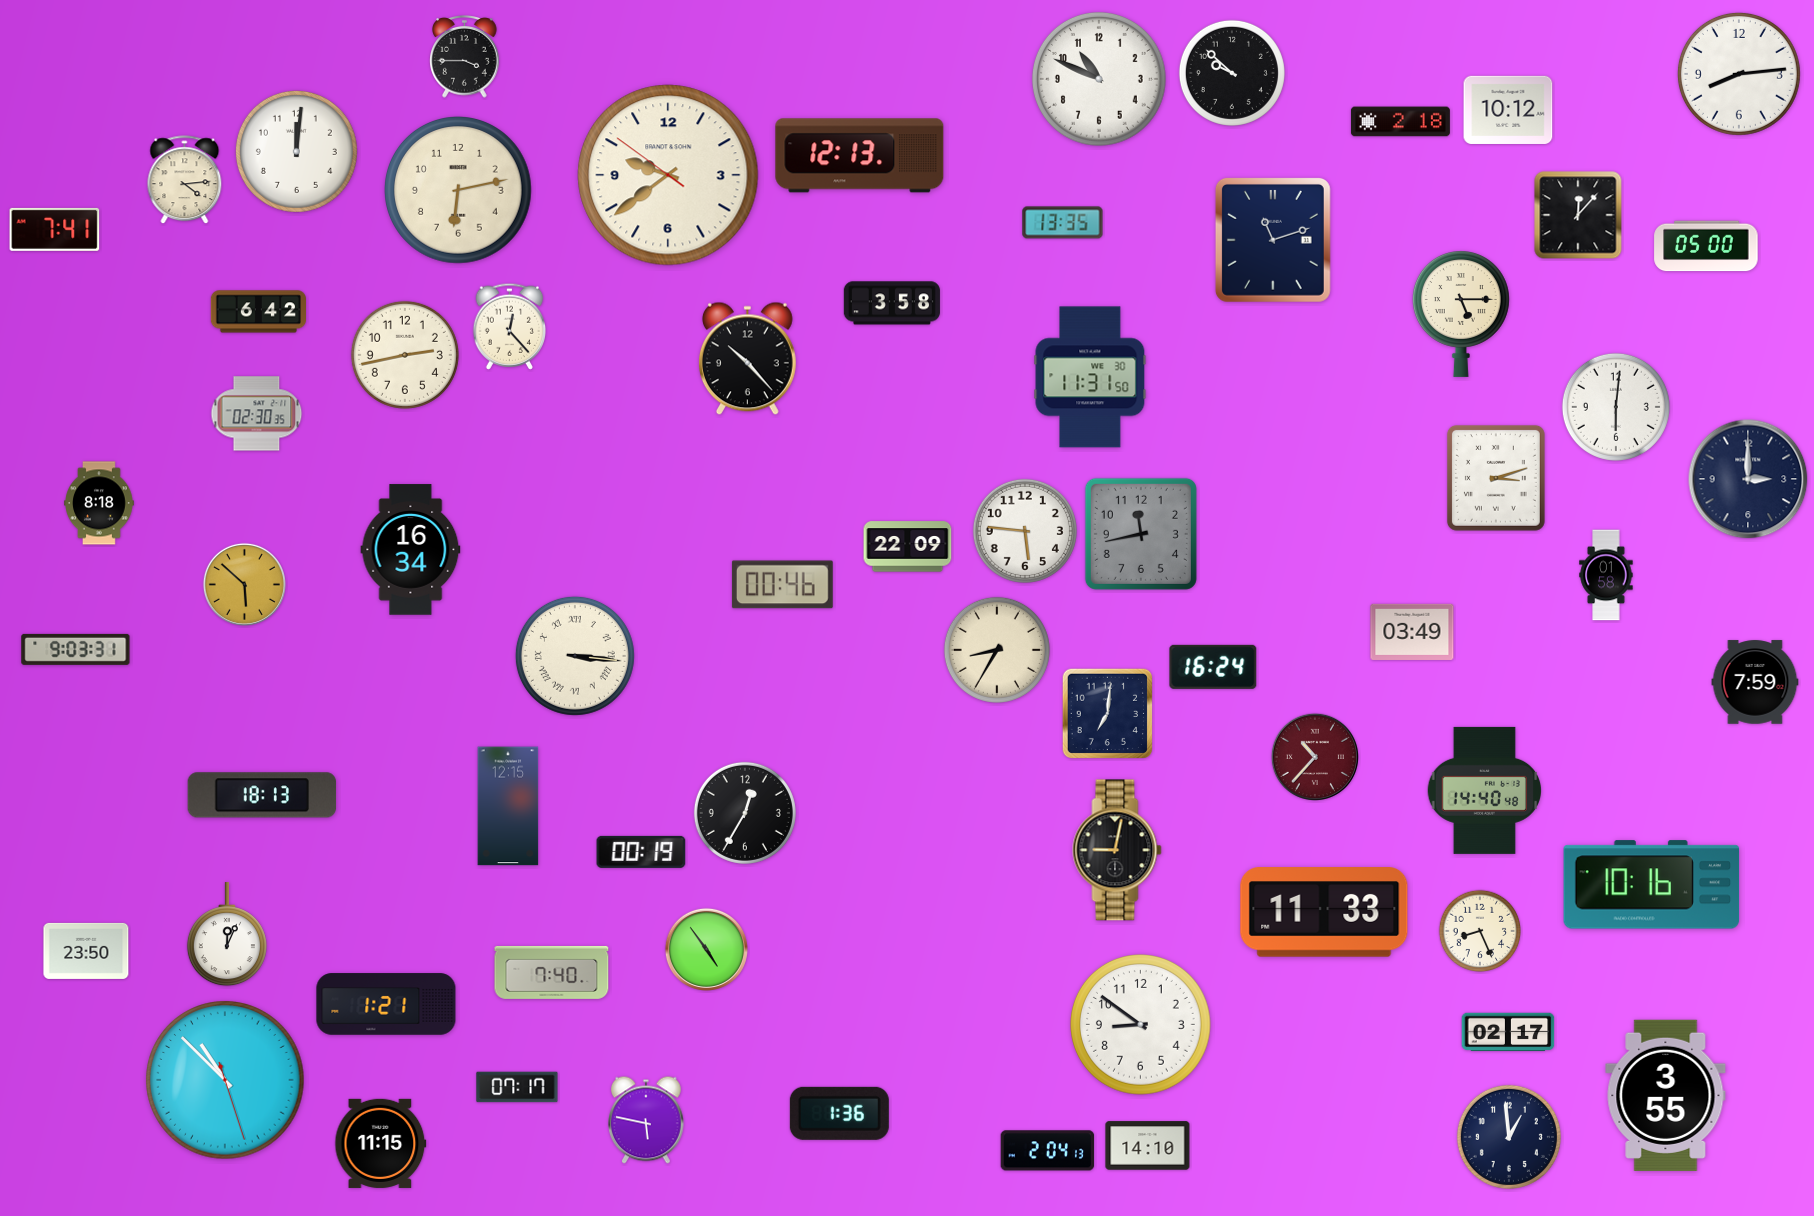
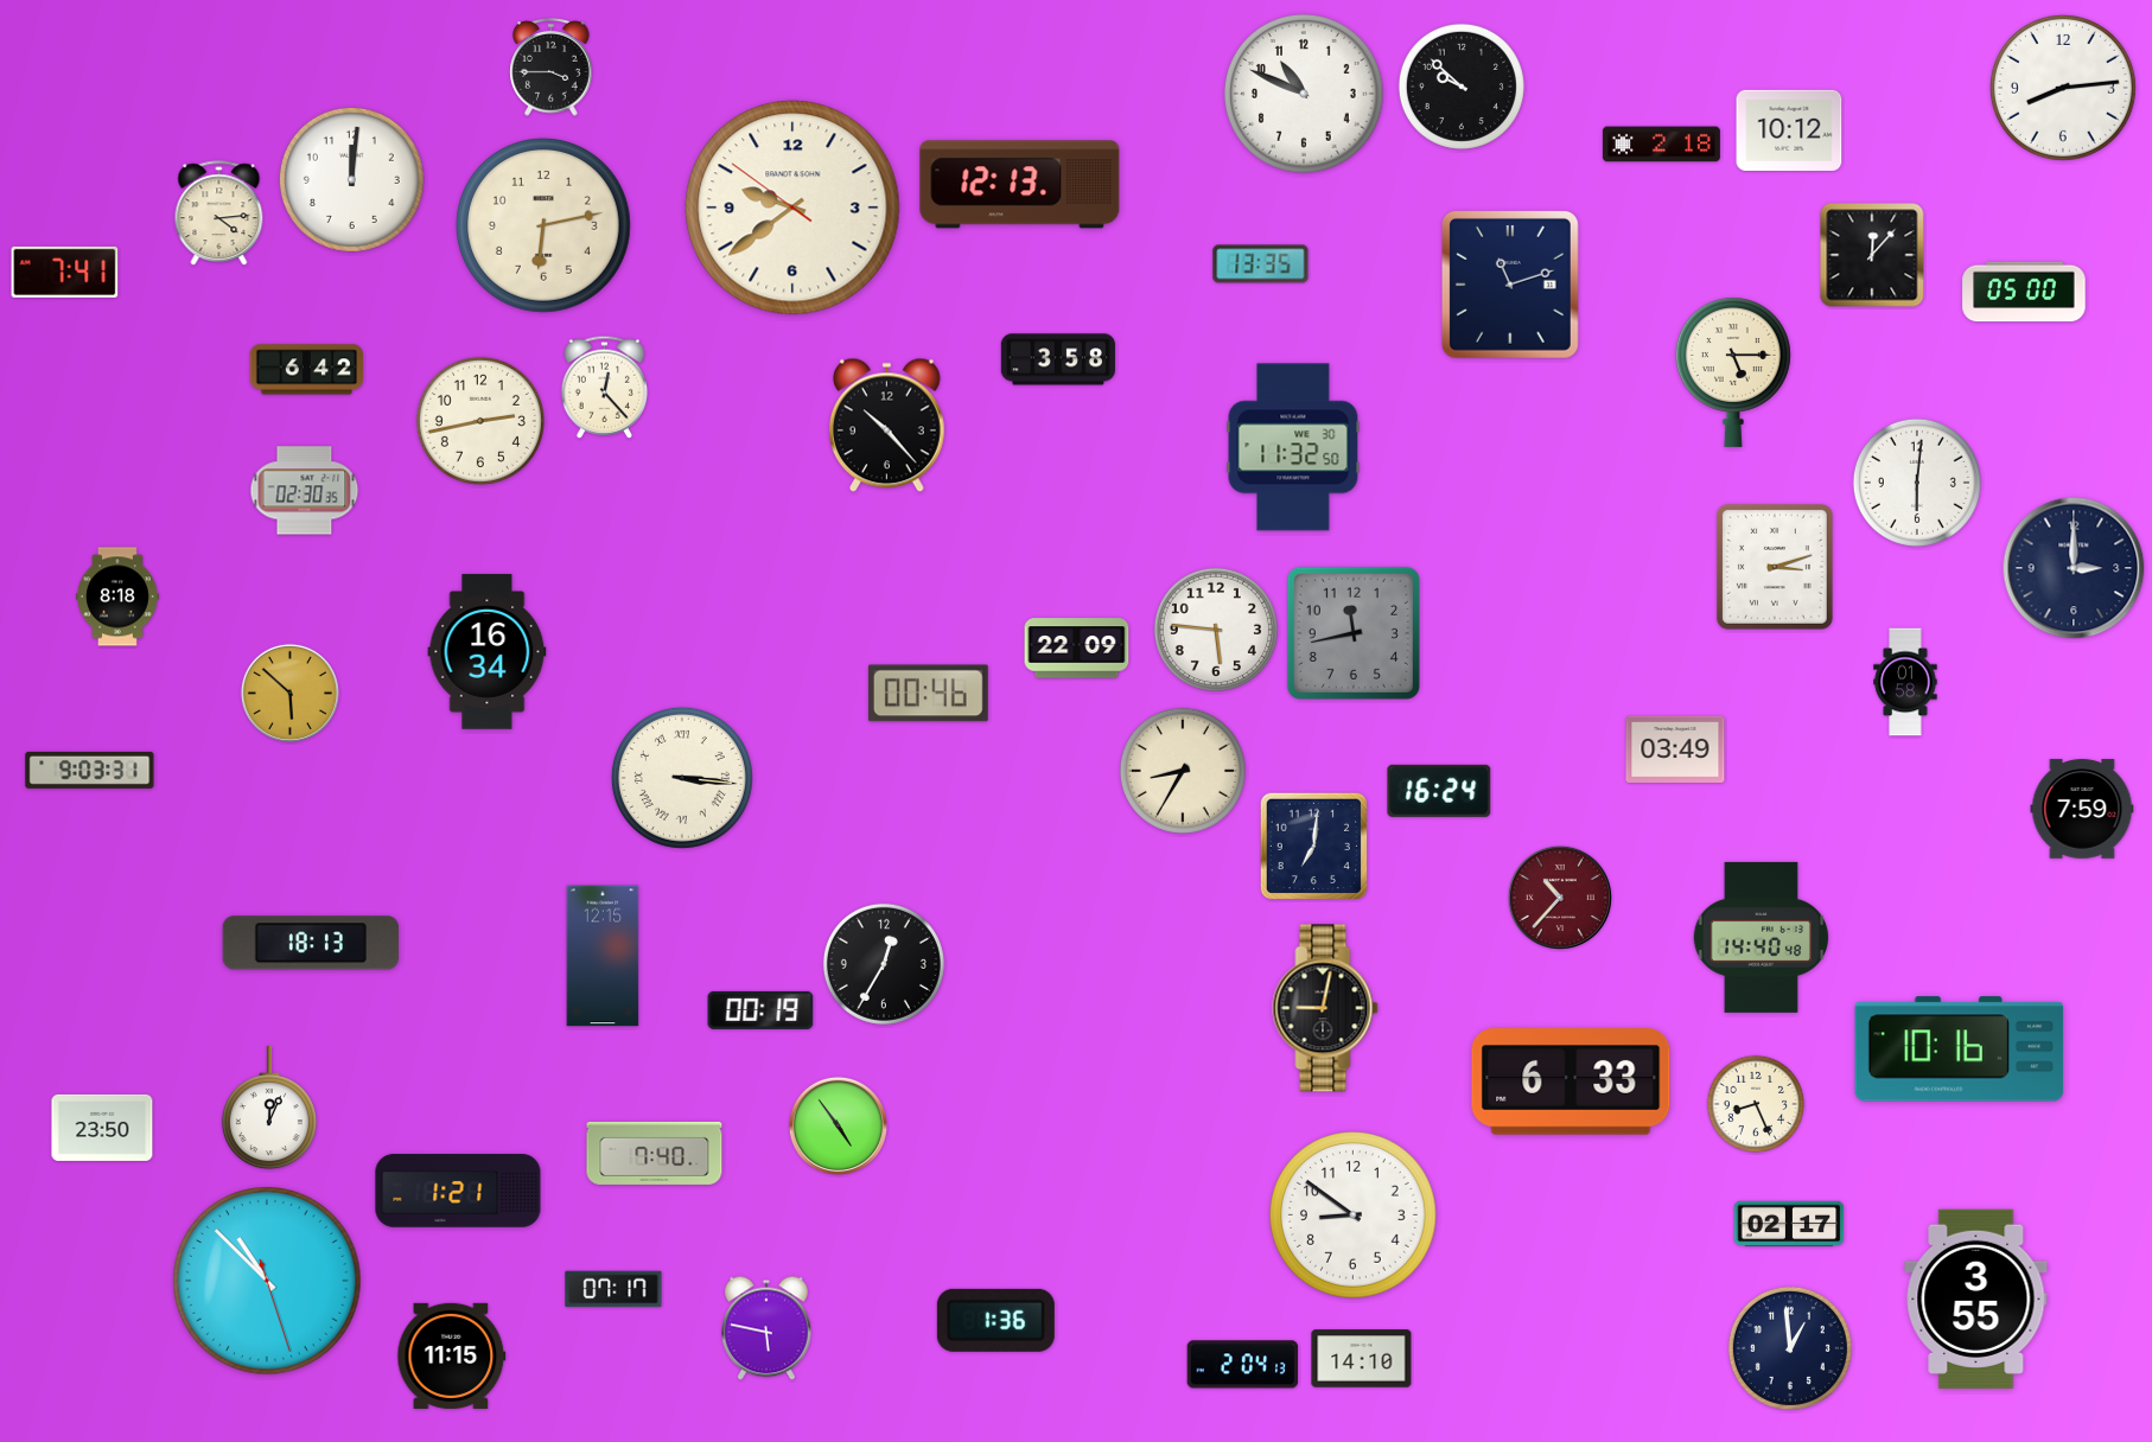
clock at (1090, 377): 11:31 -> 11:32
clock at (1324, 912): 11:33 -> 6:33
